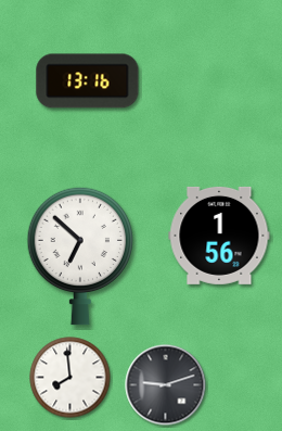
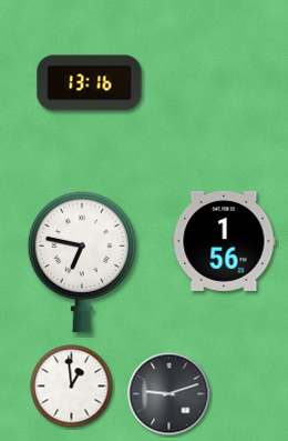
clock at (79, 256): 6:52 -> 6:47
clock at (70, 378): 7:59 -> 12:59
